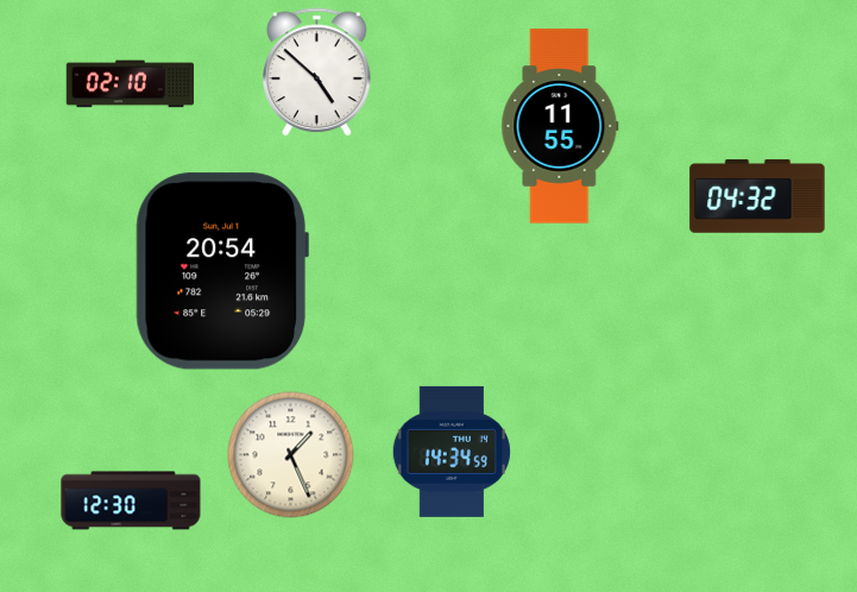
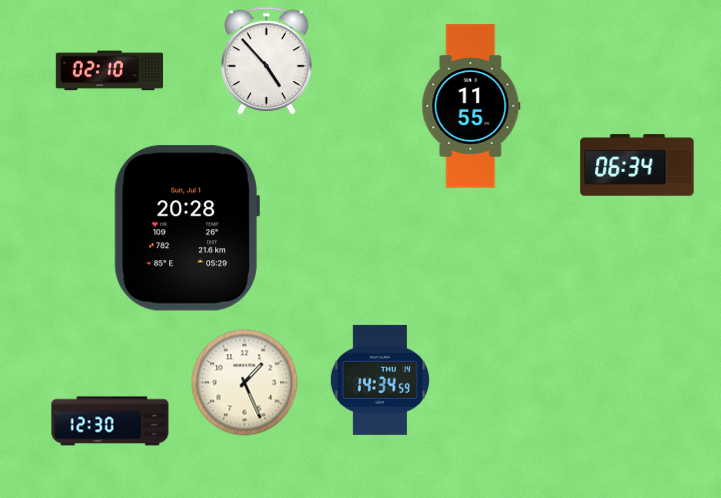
clock at (317, 73): 4:52 -> 4:53
clock at (757, 196): 04:32 -> 06:34
clock at (222, 271): 20:54 -> 20:28
